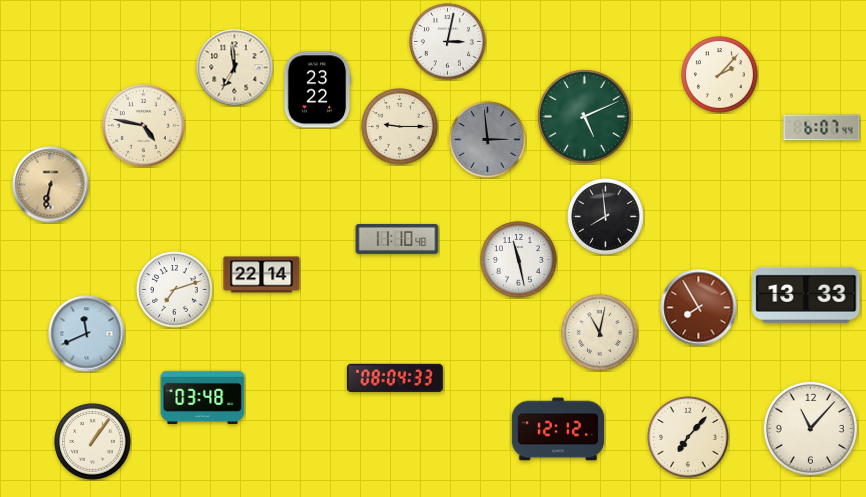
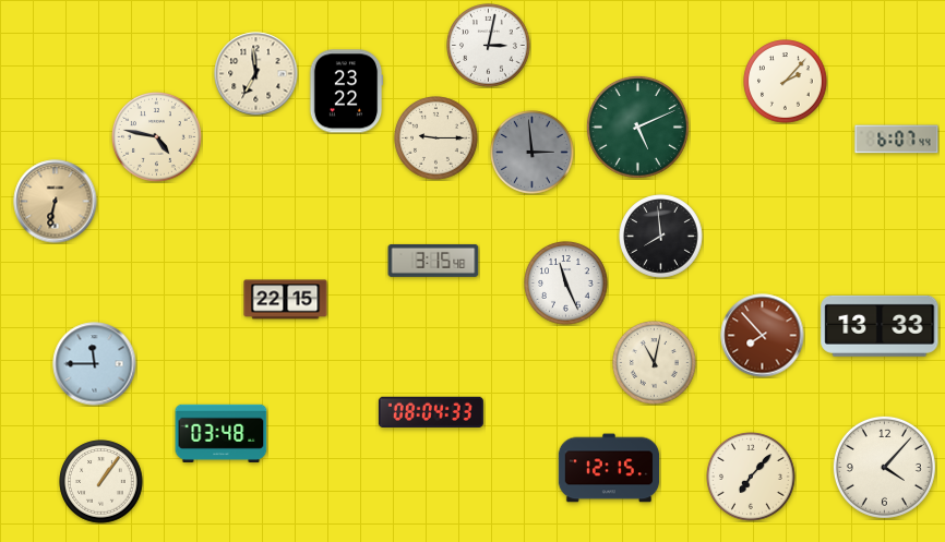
clock at (317, 90) position: (317, 90) -> (346, 92)
clock at (397, 239): 11:10 -> 3:15
clock at (519, 260): 11:28 -> 11:26
clock at (262, 275): 22:14 -> 22:15
clock at (175, 290): 7:12 -> none
clock at (806, 295) position: (806, 295) -> (880, 326)
clock at (699, 308): 7:55 -> 7:53
clock at (87, 334): 11:41 -> 11:45
clock at (810, 428): 11:07 -> 4:07
clock at (558, 429): 12:12 -> 12:15
